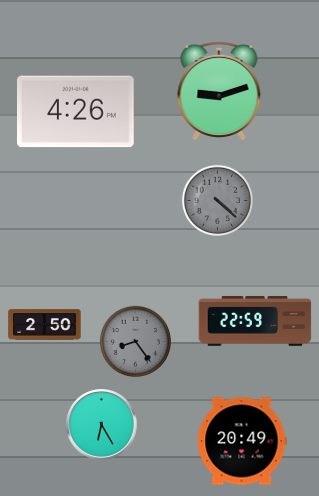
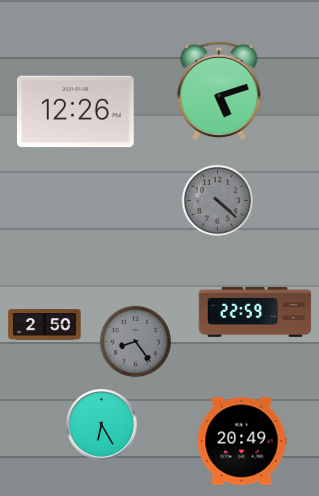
clock at (219, 91): 9:12 -> 5:12
clock at (76, 112): 4:26 -> 12:26
clock at (255, 321) position: (255, 321) -> (255, 312)
